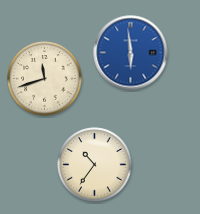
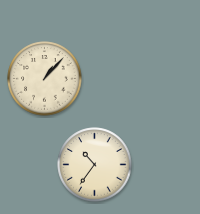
clock at (131, 53): 5:59 -> none
clock at (45, 79): 11:42 -> 1:07
